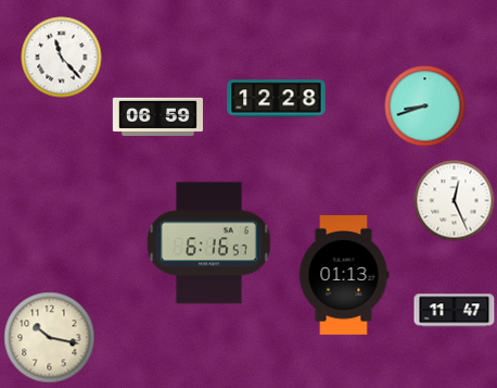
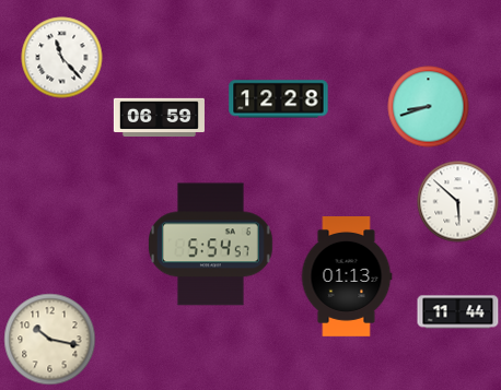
clock at (455, 201): 12:26 -> 5:52
clock at (208, 243): 6:16 -> 5:54
clock at (455, 311): 11:47 -> 11:44
